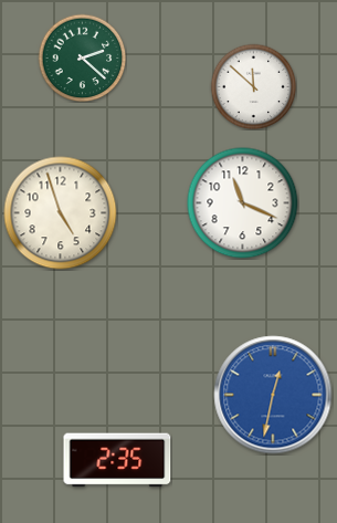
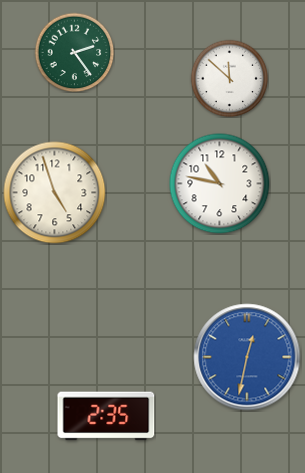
clock at (82, 57): 2:22 -> 2:24
clock at (243, 203): 11:19 -> 10:47
